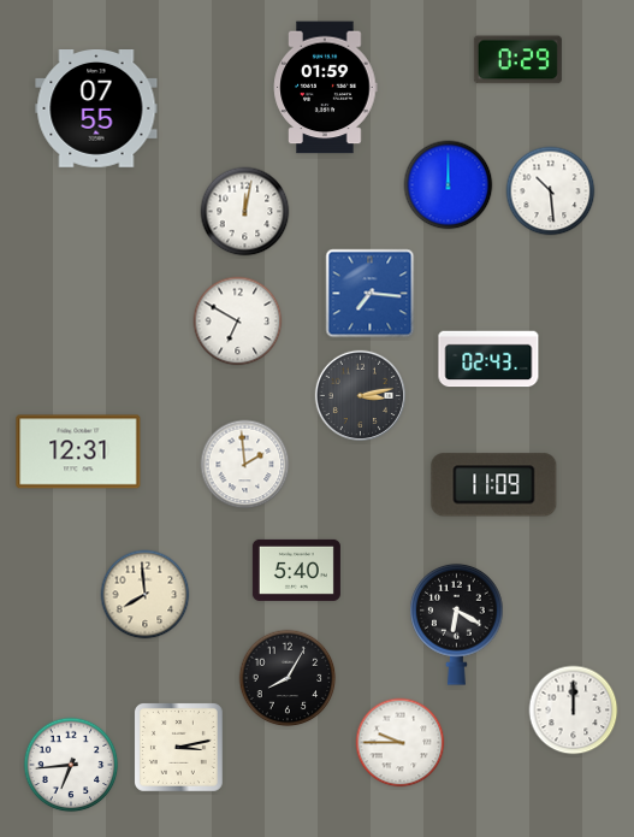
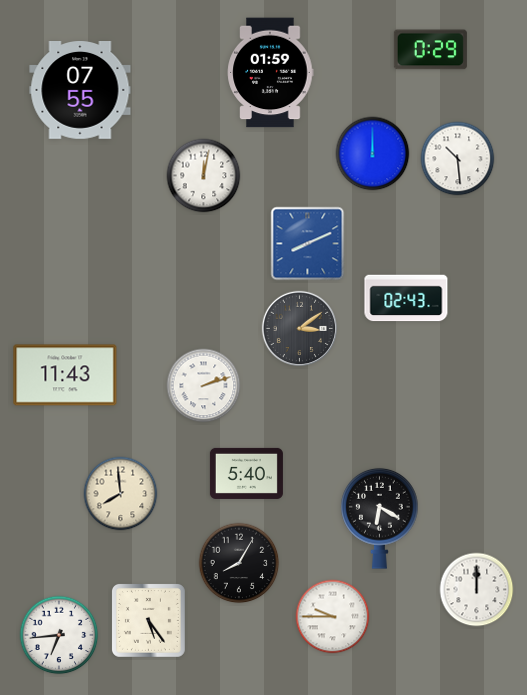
clock at (371, 294): 7:16 -> 8:11
clock at (238, 322): 6:50 -> none
clock at (360, 395): 3:13 -> 3:09
clock at (78, 452): 12:31 -> 11:43
clock at (245, 465): 1:59 -> 2:12
clock at (494, 485): 11:09 -> none
clock at (178, 747): 3:13 -> 5:24
